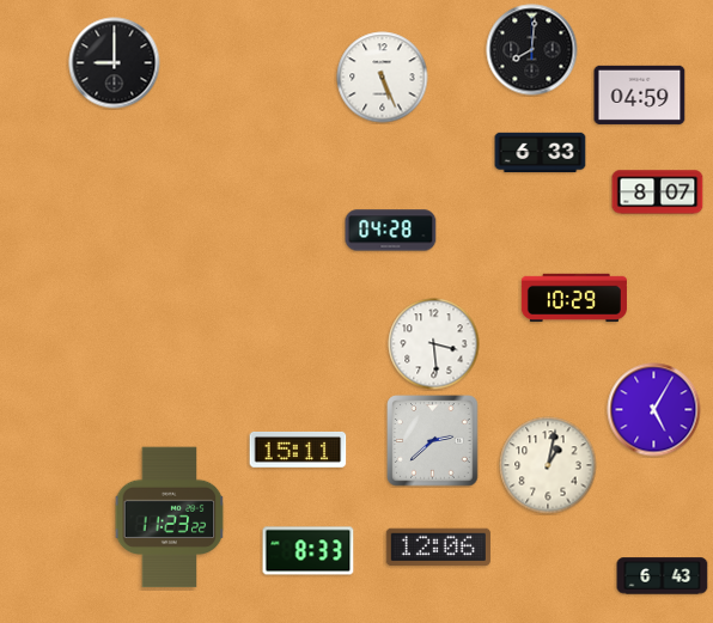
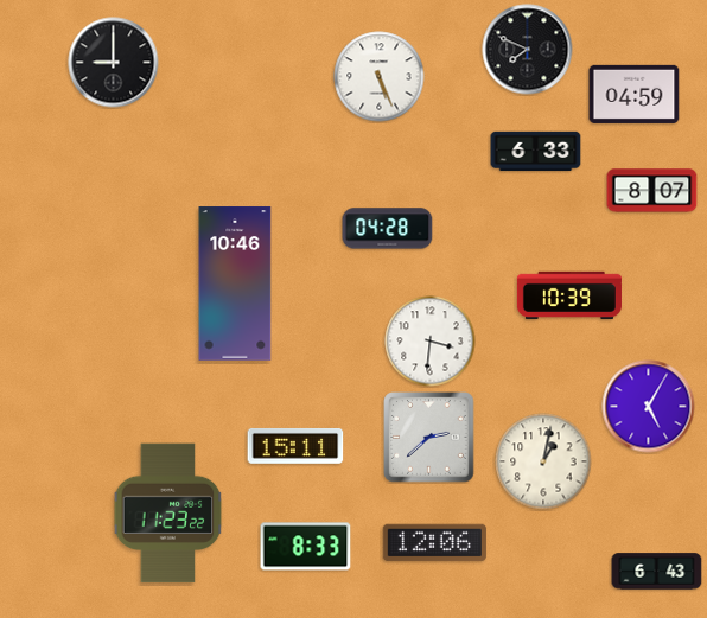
clock at (532, 50): 8:01 -> 7:49
clock at (235, 283): none -> 10:46
clock at (574, 298): 10:29 -> 10:39
clock at (434, 344): 3:29 -> 3:31
